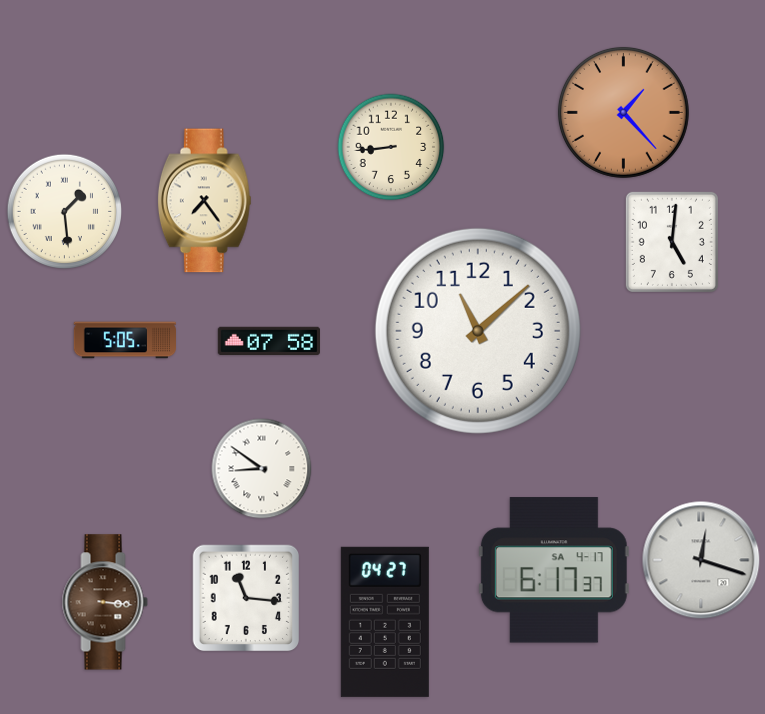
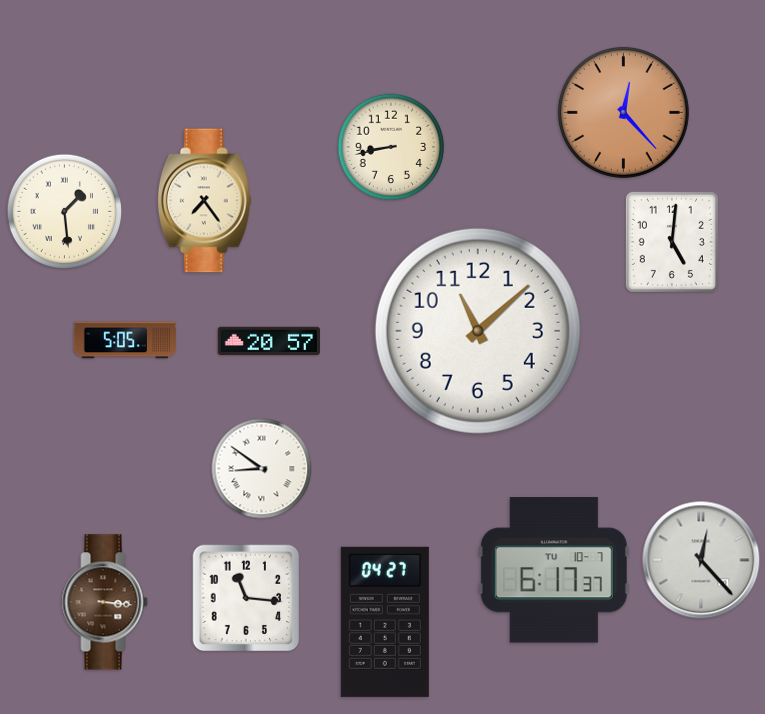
clock at (623, 112): 1:23 -> 12:23
clock at (391, 147): 8:44 -> 8:43
clock at (268, 340): 07:58 -> 20:57
clock at (701, 560): 12:18 -> 12:23
clock at (554, 570) date: SA 4-17 -> TU 10-7
